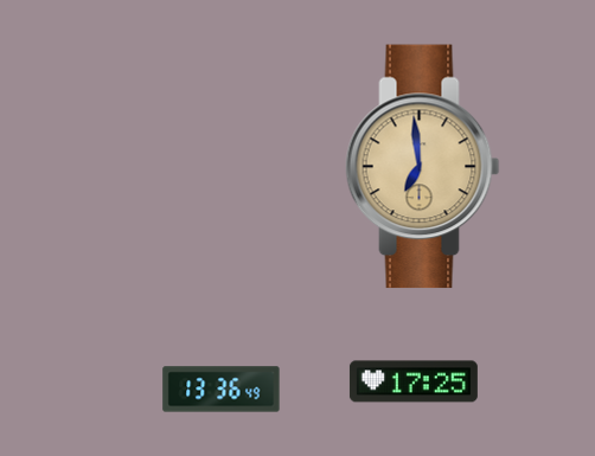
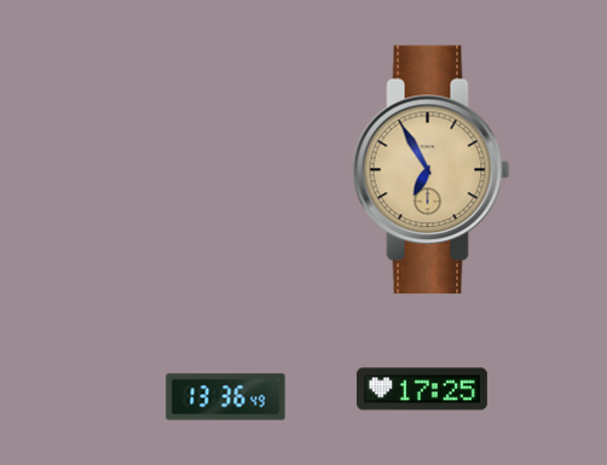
clock at (423, 167): 6:59 -> 6:55
